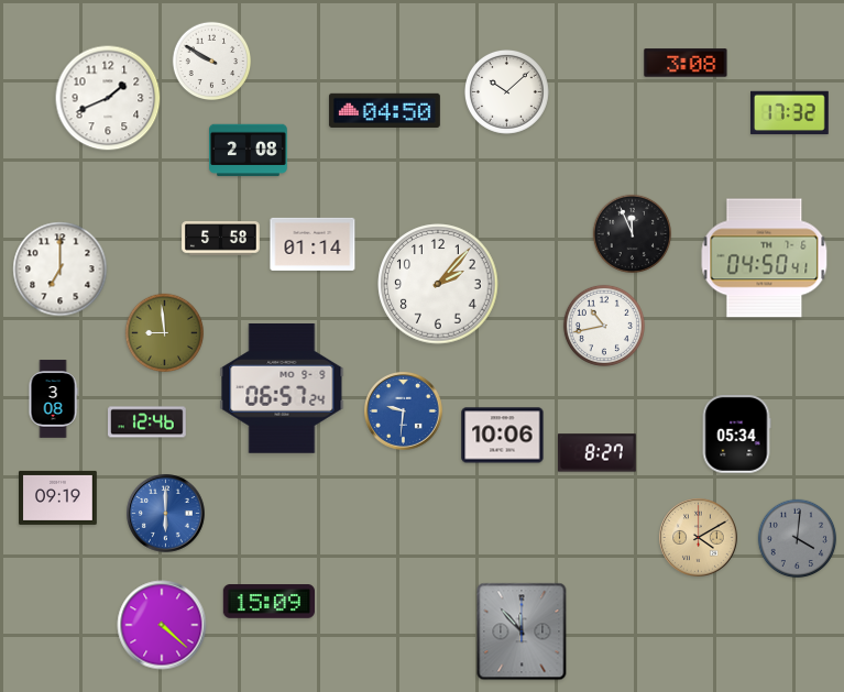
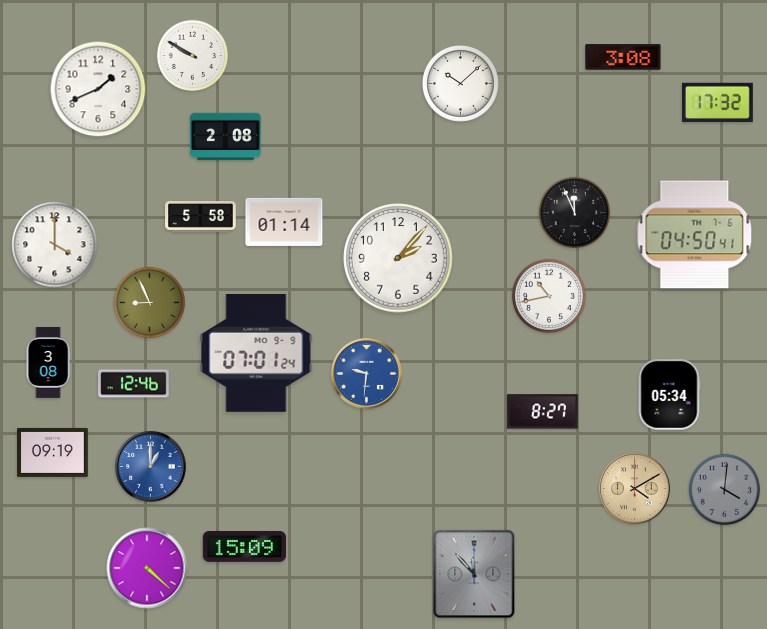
clock at (384, 110): 04:50 -> none
clock at (61, 270): 7:00 -> 4:00
clock at (165, 333): 8:59 -> 8:56
clock at (282, 389): 06:57 -> 07:01
clock at (503, 436): 10:06 -> none
clock at (166, 514): 6:00 -> 1:00
